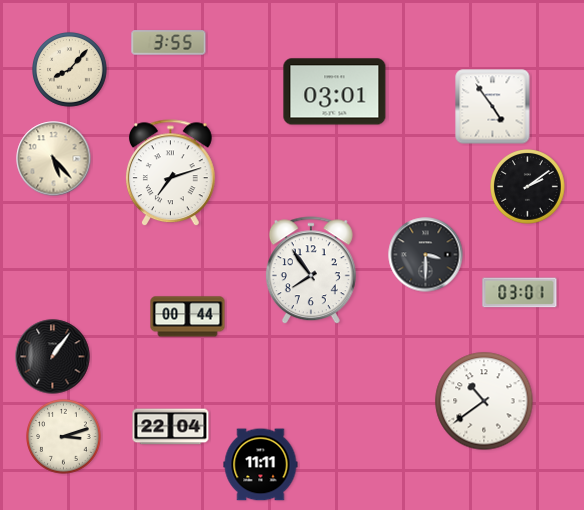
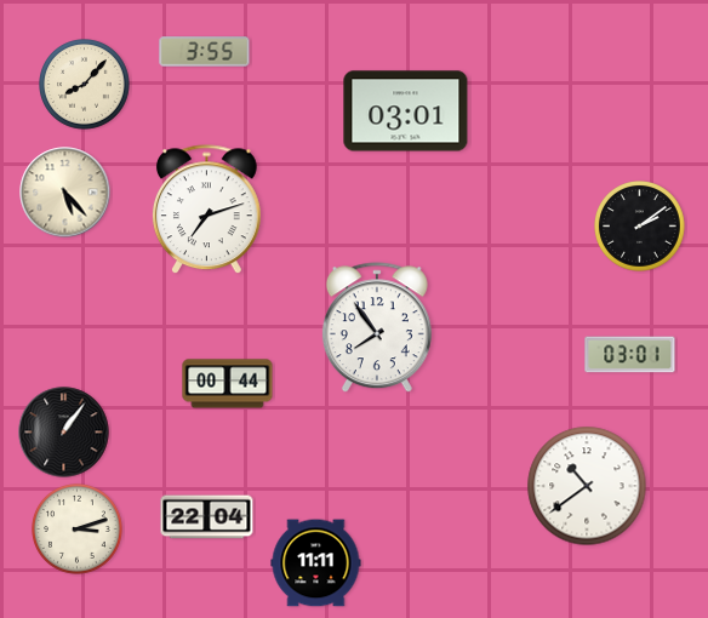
clock at (493, 107): 4:54 -> none
clock at (426, 255): 3:30 -> none
